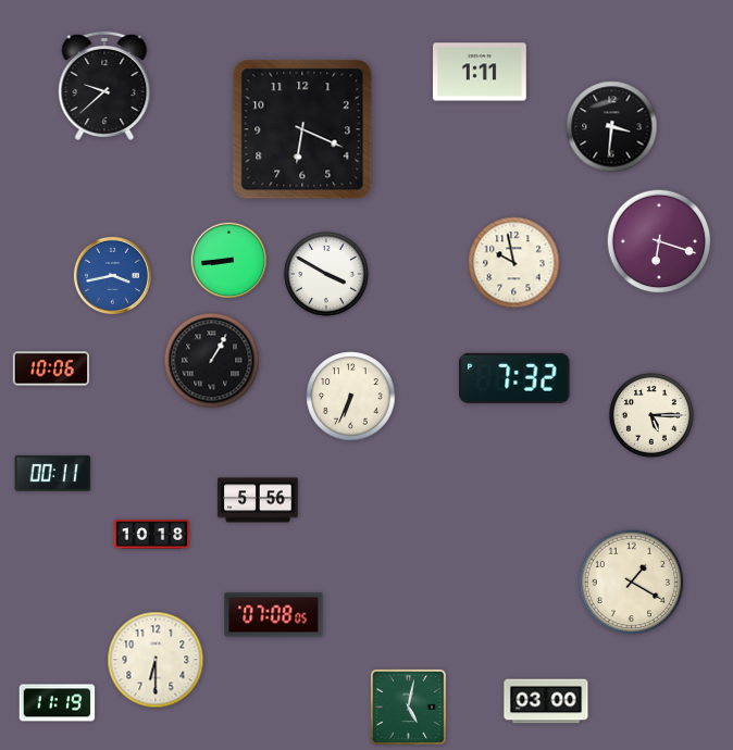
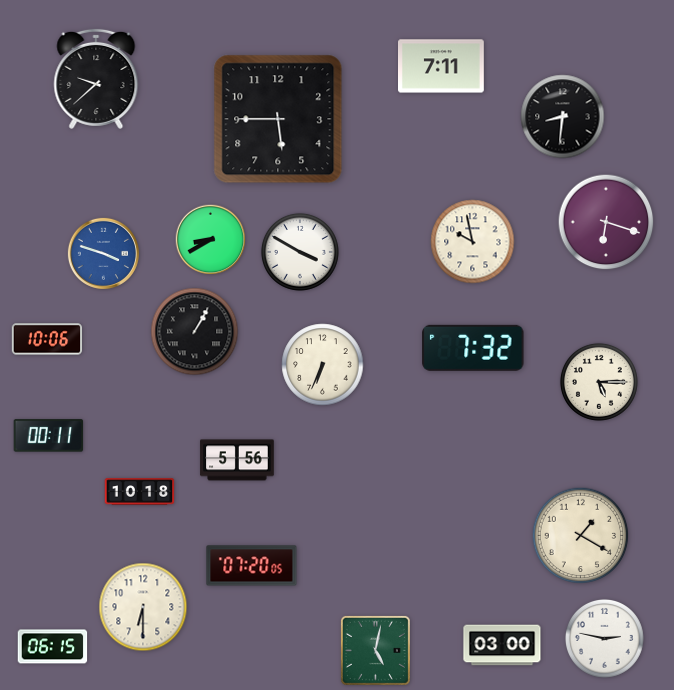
clock at (481, 72): 1:11 -> 7:11
clock at (612, 127): 3:31 -> 8:31
clock at (302, 129): 6:19 -> 5:45
clock at (229, 261): 8:44 -> 8:40
clock at (112, 275): 3:43 -> 3:48
clock at (274, 615): 07:08 -> 07:20
clock at (604, 638): none -> 2:47
clock at (58, 703): 11:19 -> 06:15
